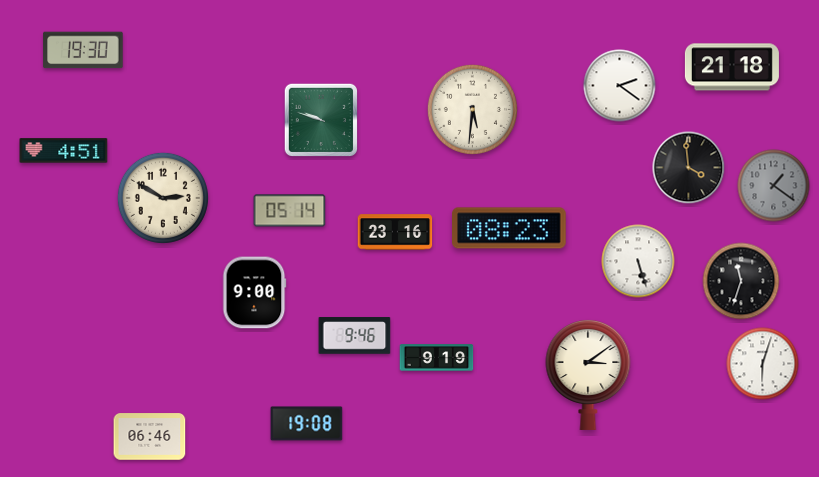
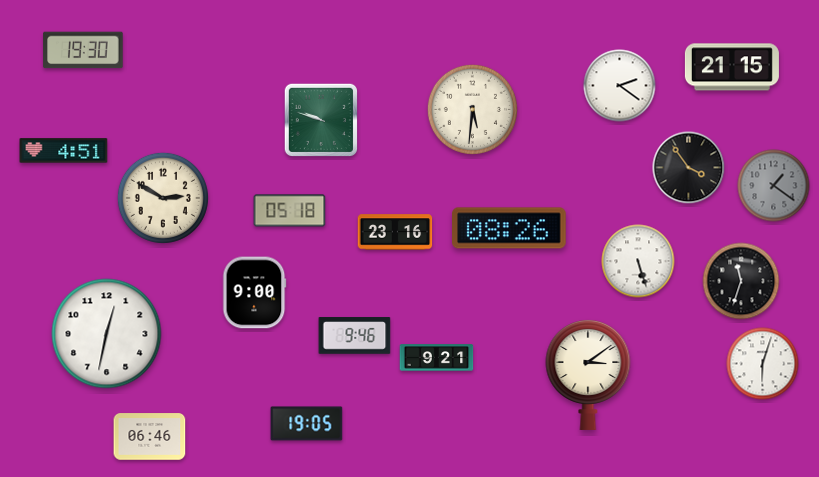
clock at (732, 67): 21:18 -> 21:15
clock at (689, 168): 3:59 -> 3:54
clock at (290, 211): 05:14 -> 05:18
clock at (510, 228): 08:23 -> 08:26
clock at (107, 334): none -> 12:32
clock at (437, 358): 9:19 -> 9:21
clock at (307, 424): 19:08 -> 19:05
